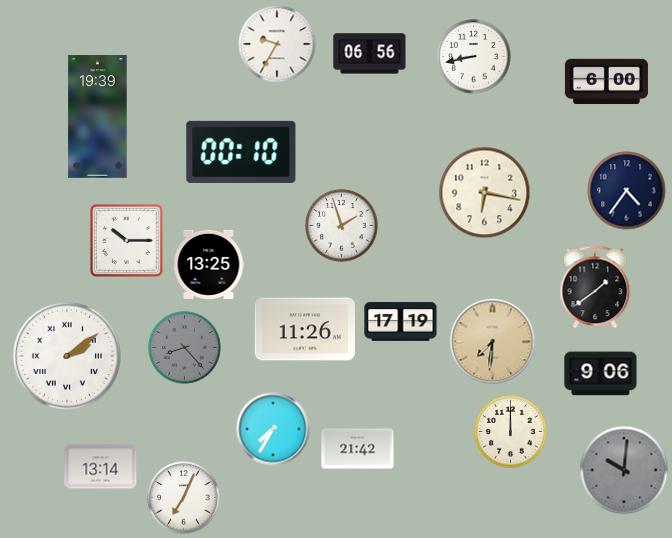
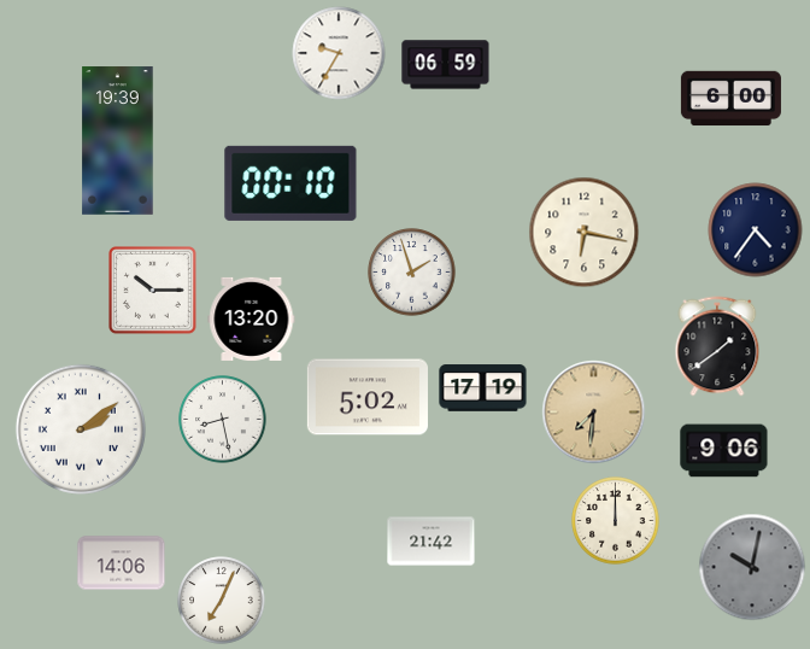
clock at (277, 44) position: (277, 44) -> (339, 53)
clock at (370, 54): 06:56 -> 06:59
clock at (474, 57): 8:43 -> none
clock at (209, 264): 13:25 -> 13:20
clock at (305, 329): 11:26 -> 5:02
clock at (185, 348): 8:23 -> 8:28
clock at (185, 348) dial: grey -> white
clock at (273, 429): 7:35 -> none
clock at (101, 467): 13:14 -> 14:06
clock at (624, 470): 10:01 -> 10:02
